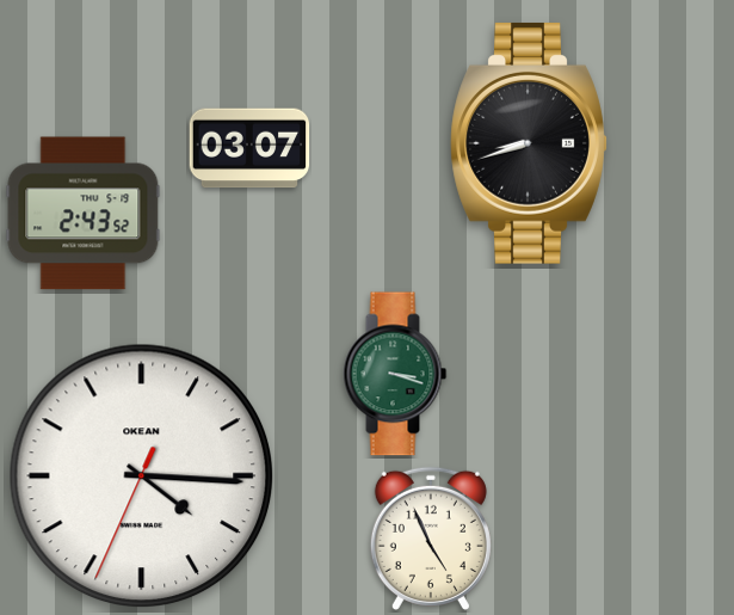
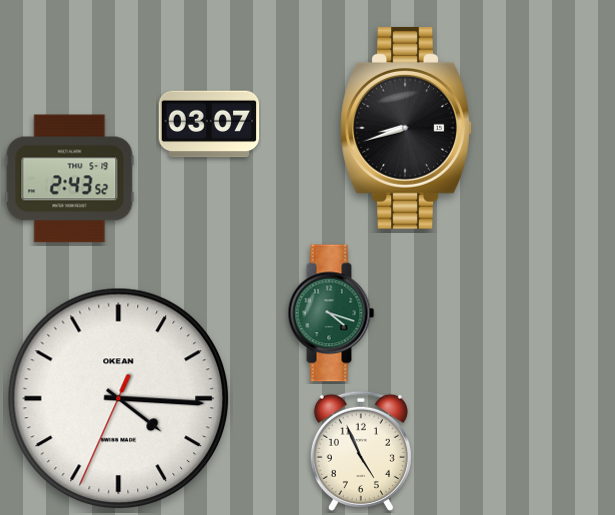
clock at (529, 143) position: (529, 143) -> (406, 128)
clock at (395, 374): 3:18 -> 4:18
